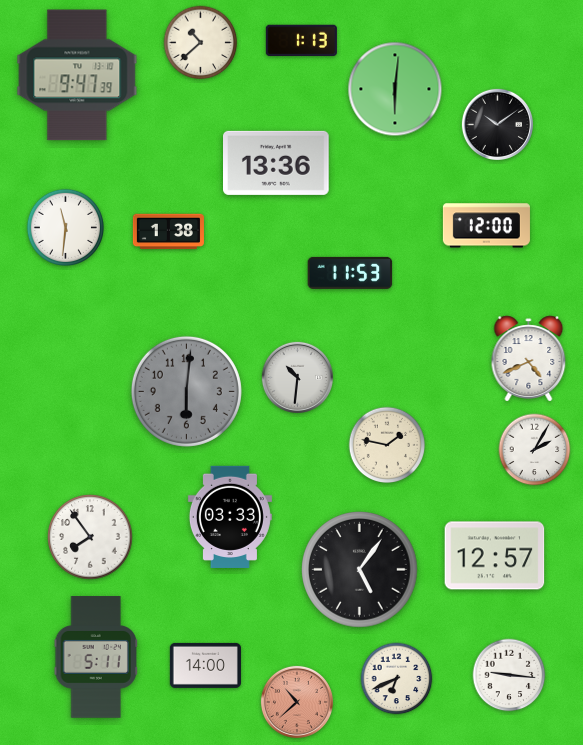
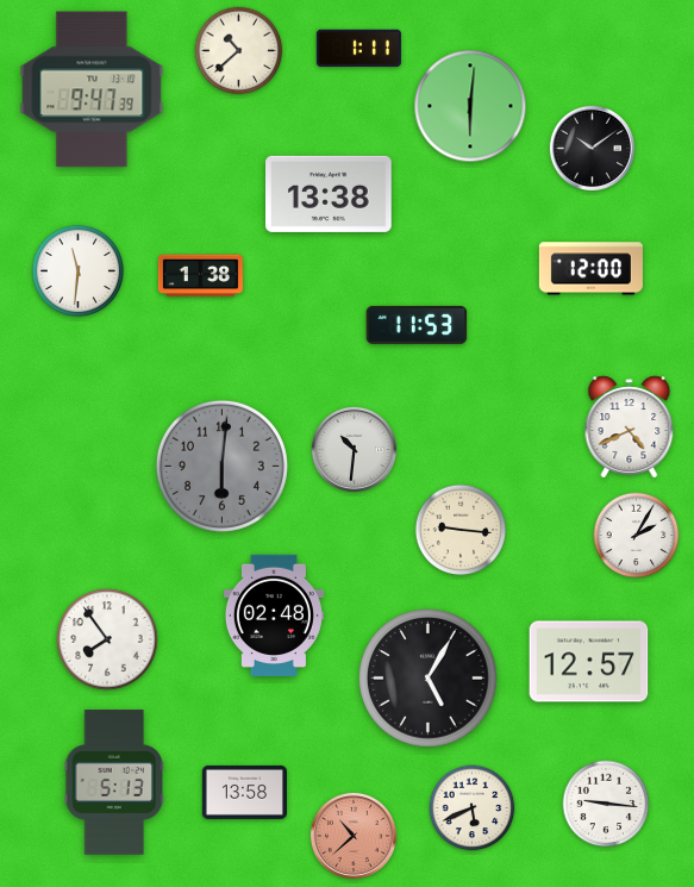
clock at (301, 41): 1:13 -> 1:11
clock at (277, 163): 13:36 -> 13:38
clock at (486, 226) position: (486, 226) -> (590, 269)
clock at (387, 445): 1:47 -> 9:16
clock at (230, 517): 03:33 -> 02:48
clock at (360, 570): 5:06 -> 5:05
clock at (95, 657): 5:11 -> 5:13
clock at (205, 665): 14:00 -> 13:58
clock at (397, 679): 6:41 -> 5:41
